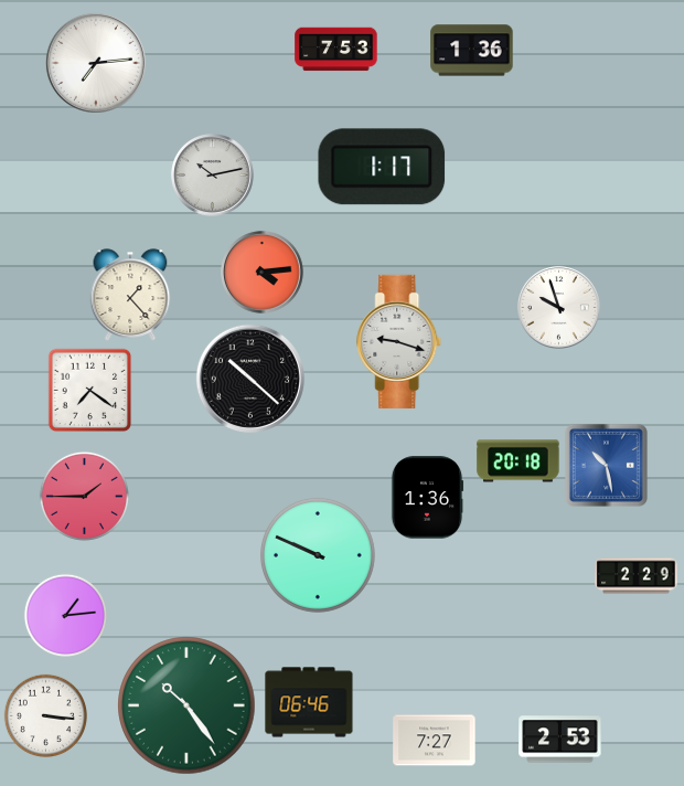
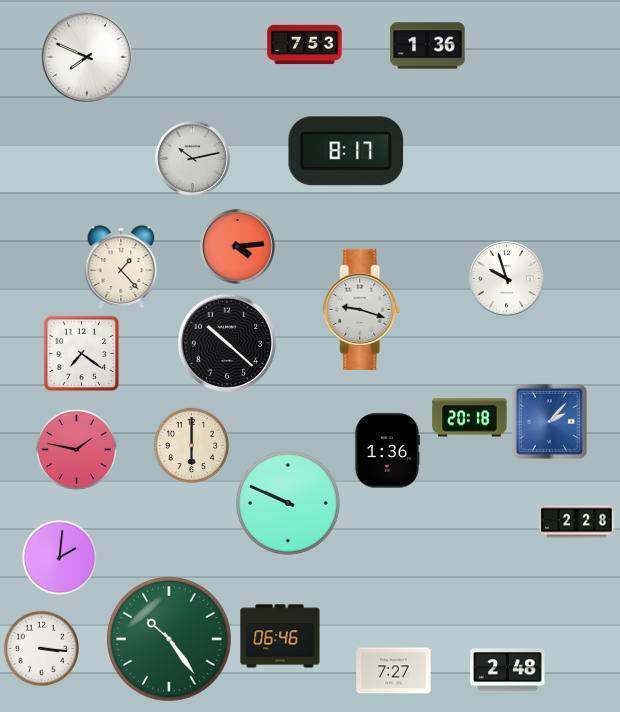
clock at (96, 63): 7:14 -> 7:49
clock at (382, 167): 1:17 -> 8:17
clock at (130, 295) position: (130, 295) -> (121, 267)
clock at (606, 465): 10:28 -> 2:07
clock at (191, 445): none -> 6:00
clock at (84, 496): 1:45 -> 1:47
clock at (637, 576): 2:29 -> 2:28
clock at (65, 615): 1:14 -> 2:01
clock at (560, 740): 2:53 -> 2:48
